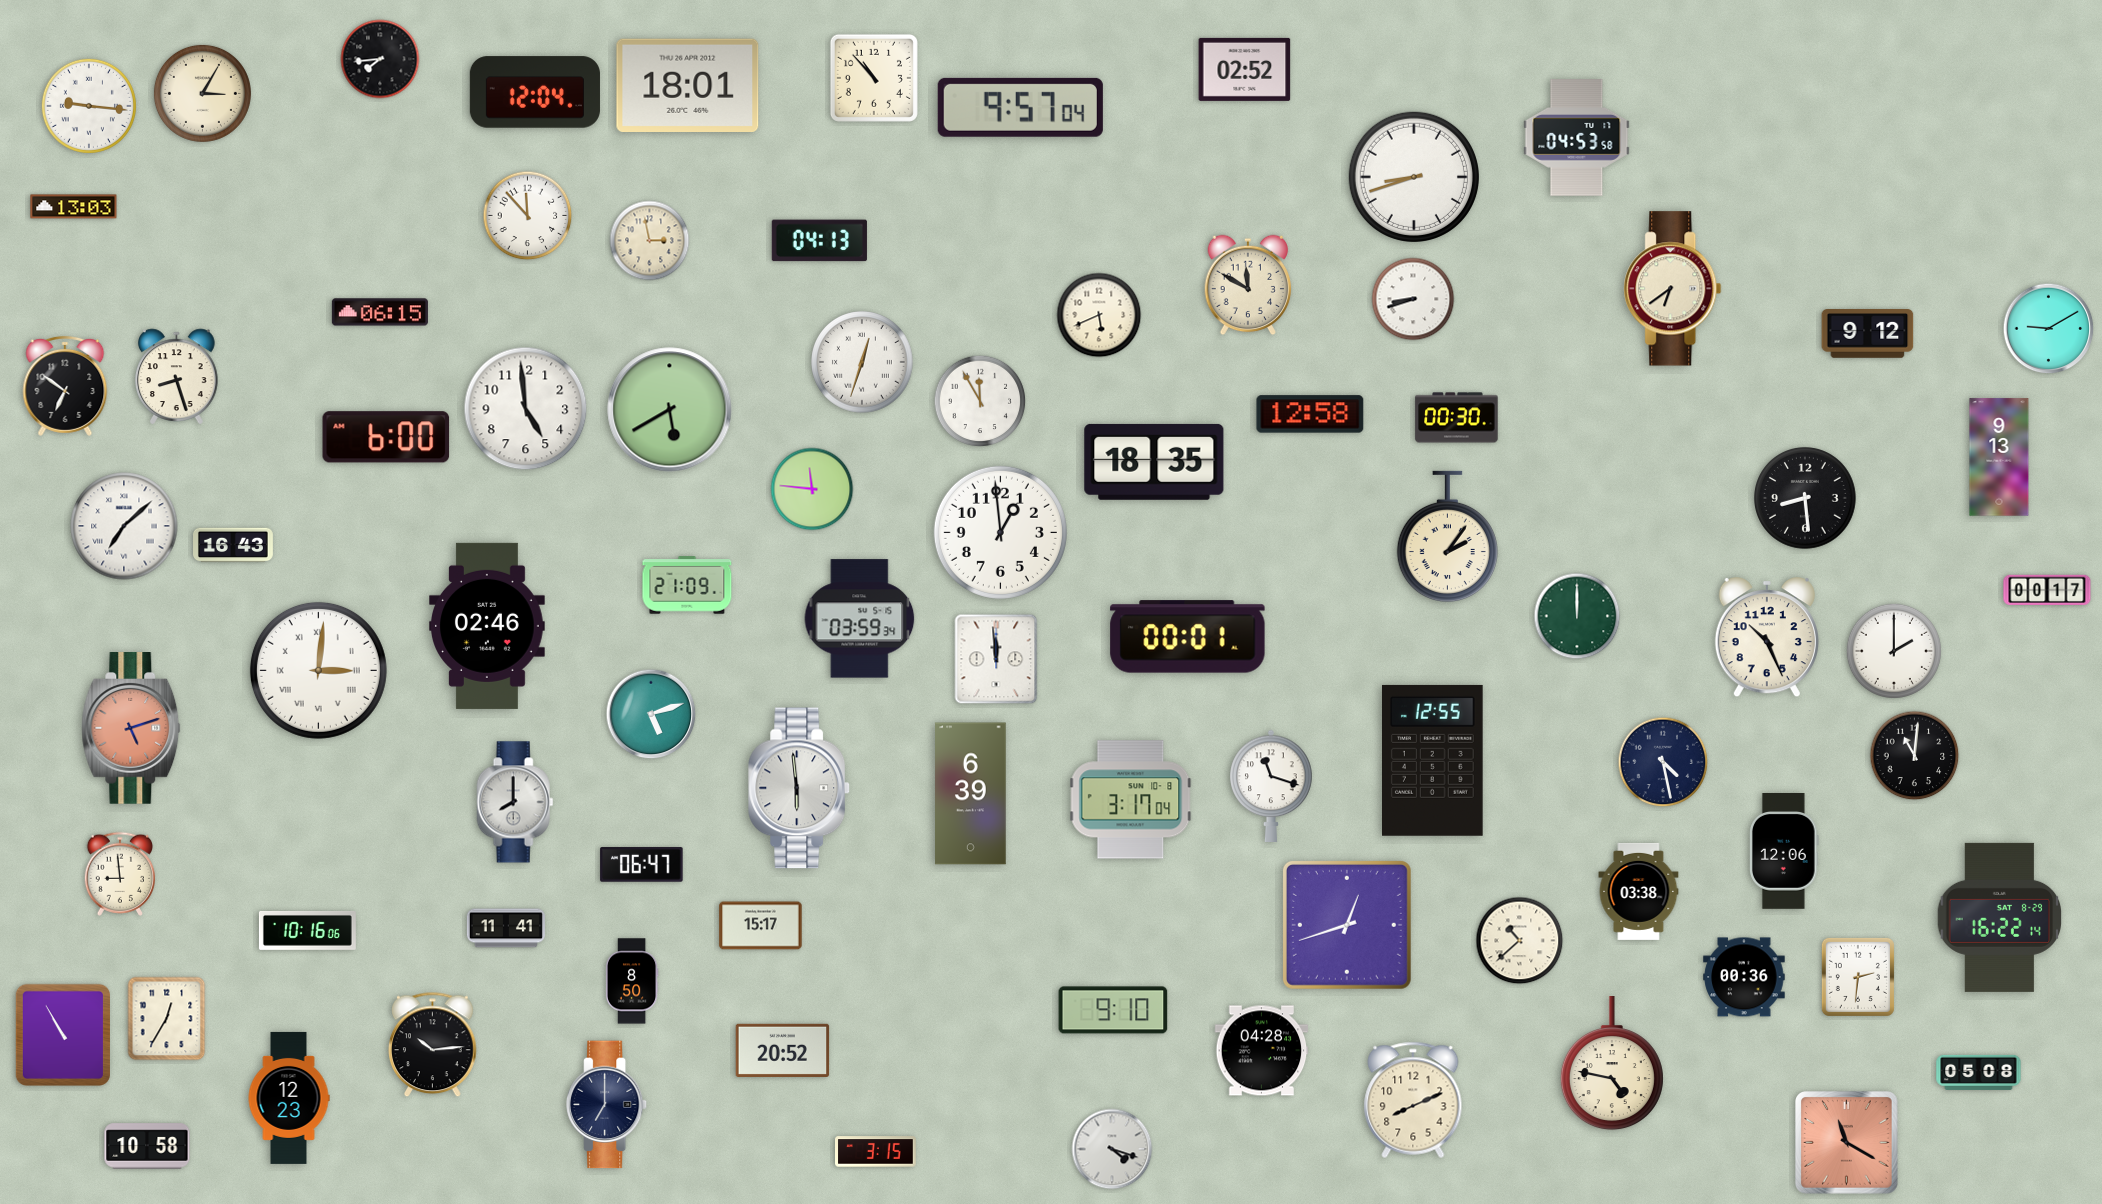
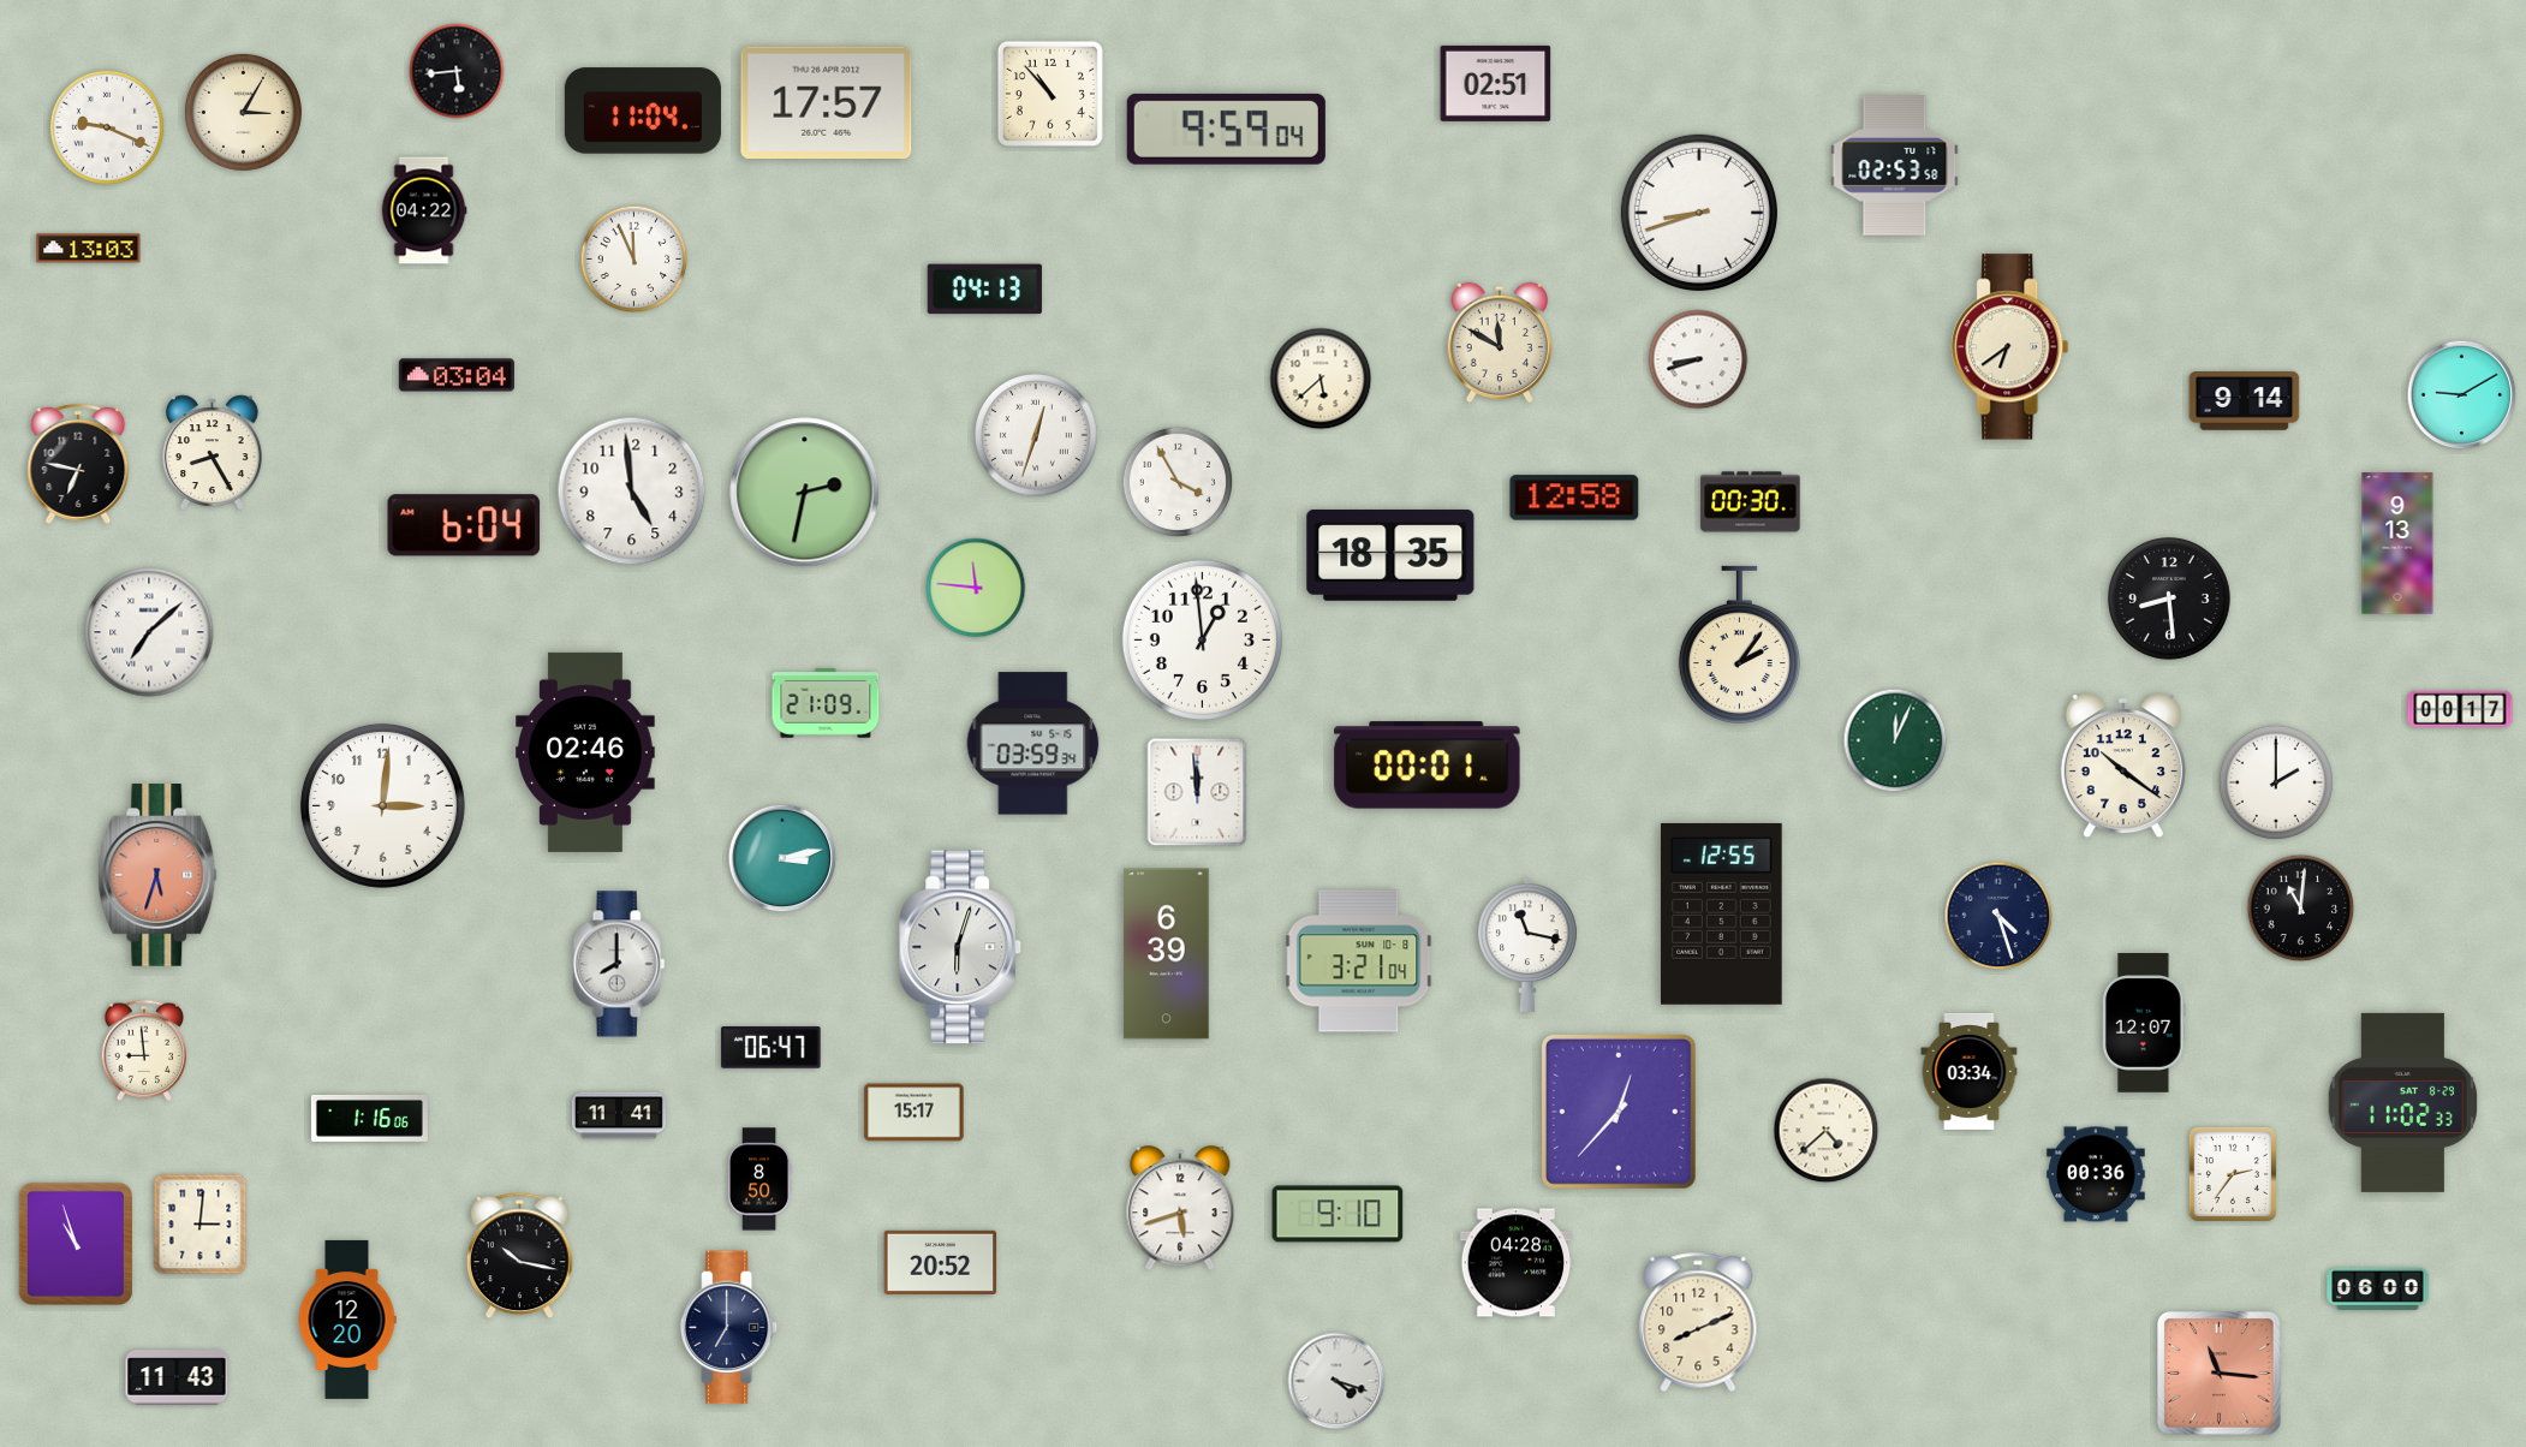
clock at (380, 59): 7:44 -> 5:44
clock at (1245, 69): 02:52 -> 02:51
clock at (688, 85): 18:01 -> 17:57
clock at (535, 92): 12:04 -> 11:04
clock at (89, 106): 9:16 -> 9:19
clock at (1020, 107): 9:57 -> 9:59
clock at (1577, 138): 04:53 -> 02:53
clock at (424, 210): none -> 04:22
clock at (528, 216): 11:53 -> 11:56
clock at (650, 241): 2:58 -> none
clock at (380, 312): 06:15 -> 03:04
clock at (1099, 315): 5:41 -> 5:38
clock at (1868, 334): 9:12 -> 9:14
clock at (177, 377): 8:27 -> 8:25
clock at (65, 386): 6:51 -> 6:47
clock at (980, 401): 11:55 -> 3:55
clock at (670, 410): 5:40 -> 2:32
clock at (386, 437): 6:00 -> 6:04
clock at (1999, 457) position: (1999, 457) -> (2397, 543)
clock at (1154, 462) position: (1154, 462) -> (1390, 555)
clock at (234, 545): 16:43 -> none
clock at (1577, 616): 12:00 -> 12:04
clock at (1767, 638): 10:26 -> 10:21
clock at (318, 670) numerals: Roman -> Arabic
clock at (651, 714): 5:12 -> 3:13
clock at (131, 729): 5:12 -> 5:33
clock at (1663, 762): 4:28 -> 4:27
clock at (1271, 785): 11:18 -> 11:17
clock at (800, 788): 5:59 -> 6:03
clock at (1131, 800): 3:17 -> 3:21
clock at (1785, 852): 12:06 -> 12:07
clock at (642, 865) position: (642, 865) -> (771, 1048)
clock at (1639, 891): 03:38 -> 03:34
clock at (2000, 917): 16:22 -> 11:02
clock at (1347, 925): 12:42 -> 12:37
clock at (506, 928) position: (506, 928) -> (619, 1115)
clock at (307, 930): 10:16 -> 1:16
clock at (1520, 941): 10:38 -> 4:38
clock at (1858, 977): 2:31 -> 2:36
clock at (1180, 1209): none -> 5:42
clock at (167, 1019): 12:35 -> 3:01
clock at (63, 1035): 10:55 -> 10:57
clock at (433, 1045): 10:14 -> 10:17
clock at (1612, 1064): 4:47 -> none
clock at (1979, 1072): 05:08 -> 06:00
clock at (289, 1098): 12:23 -> 12:20
clock at (1847, 1143): 11:20 -> 11:16
clock at (147, 1146): 10:58 -> 11:43
clock at (876, 1152): 3:15 -> none
